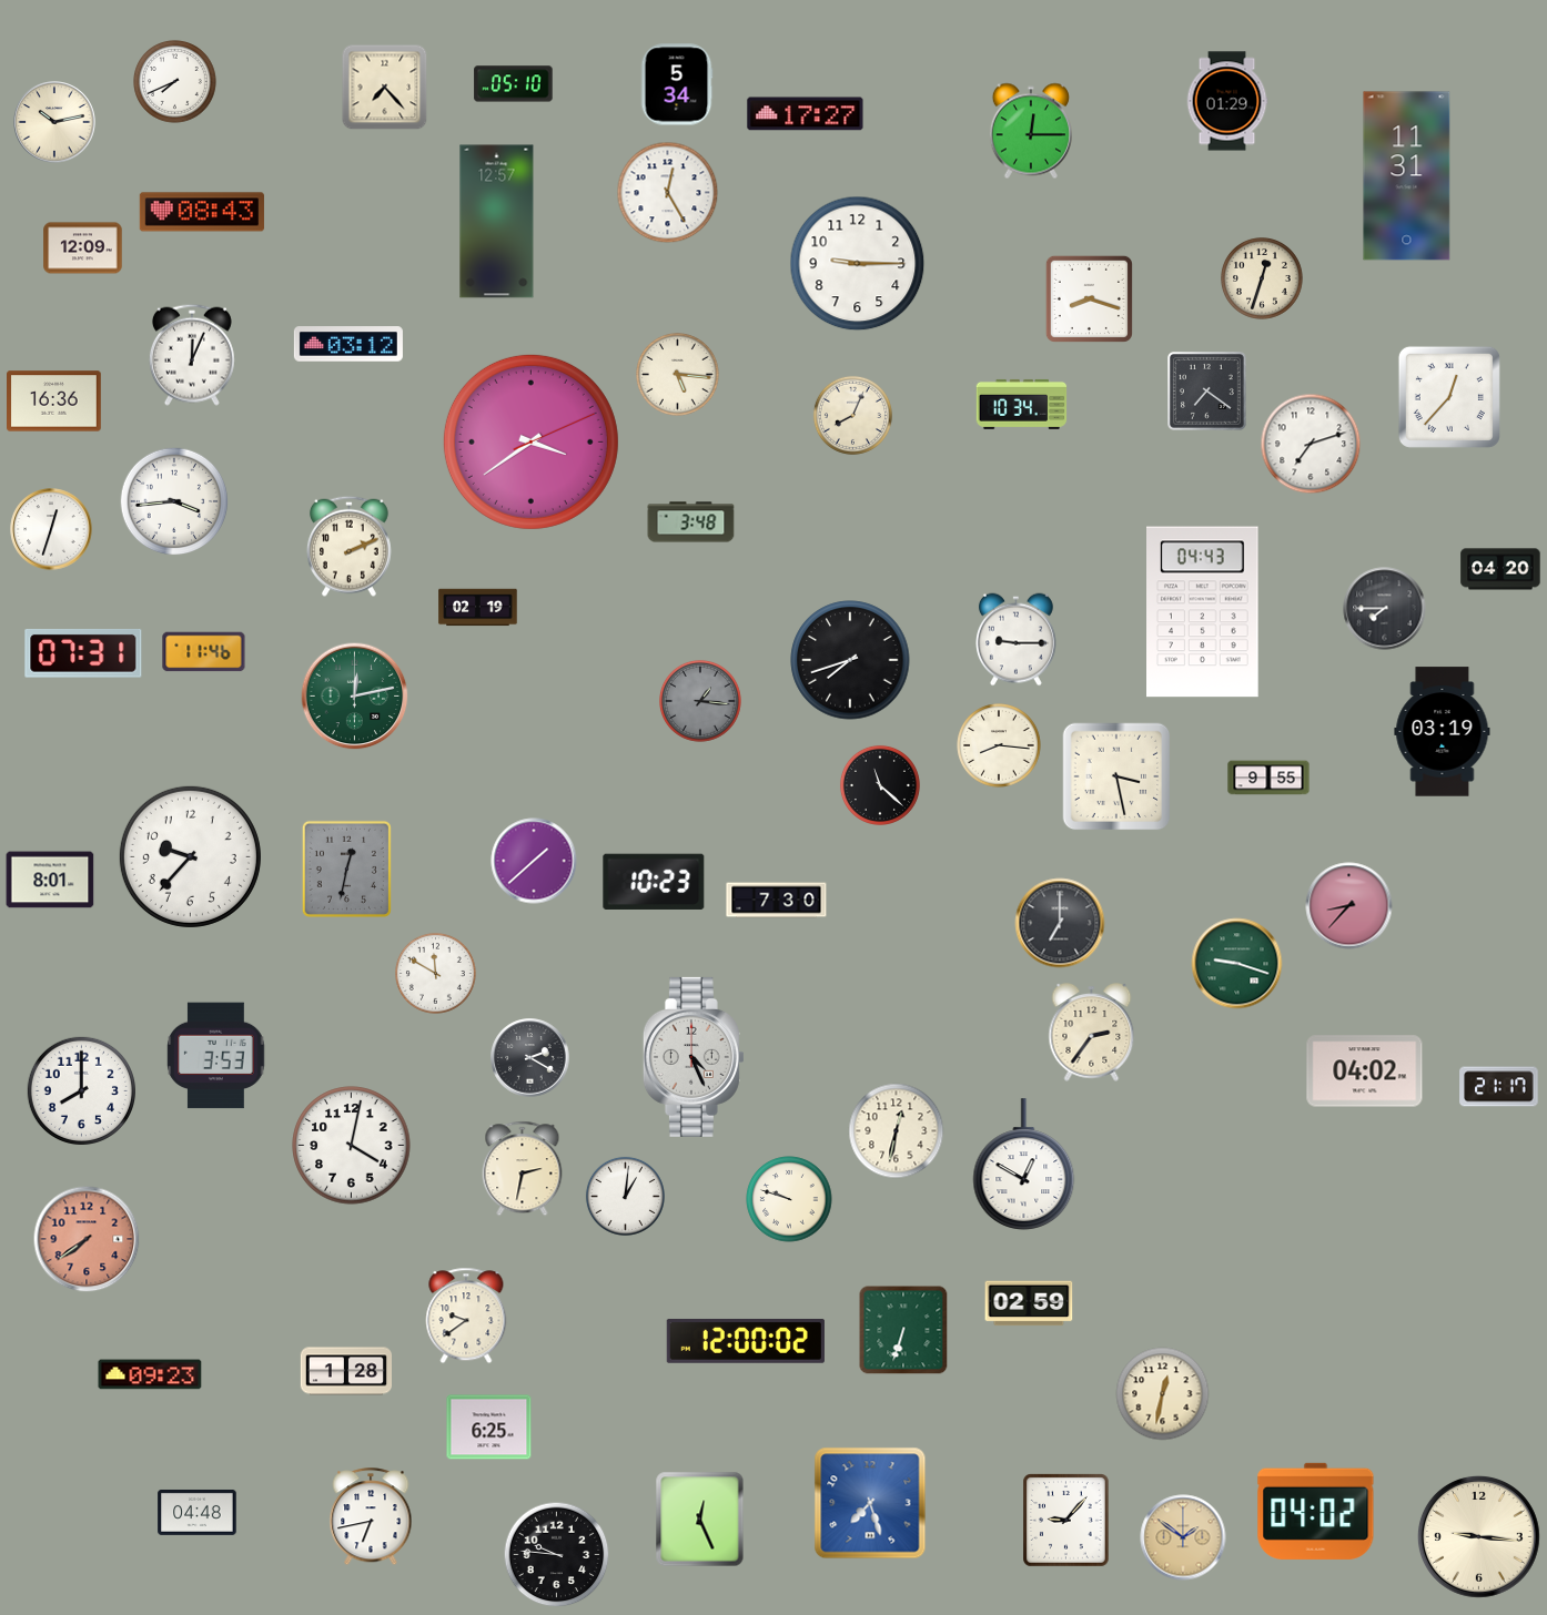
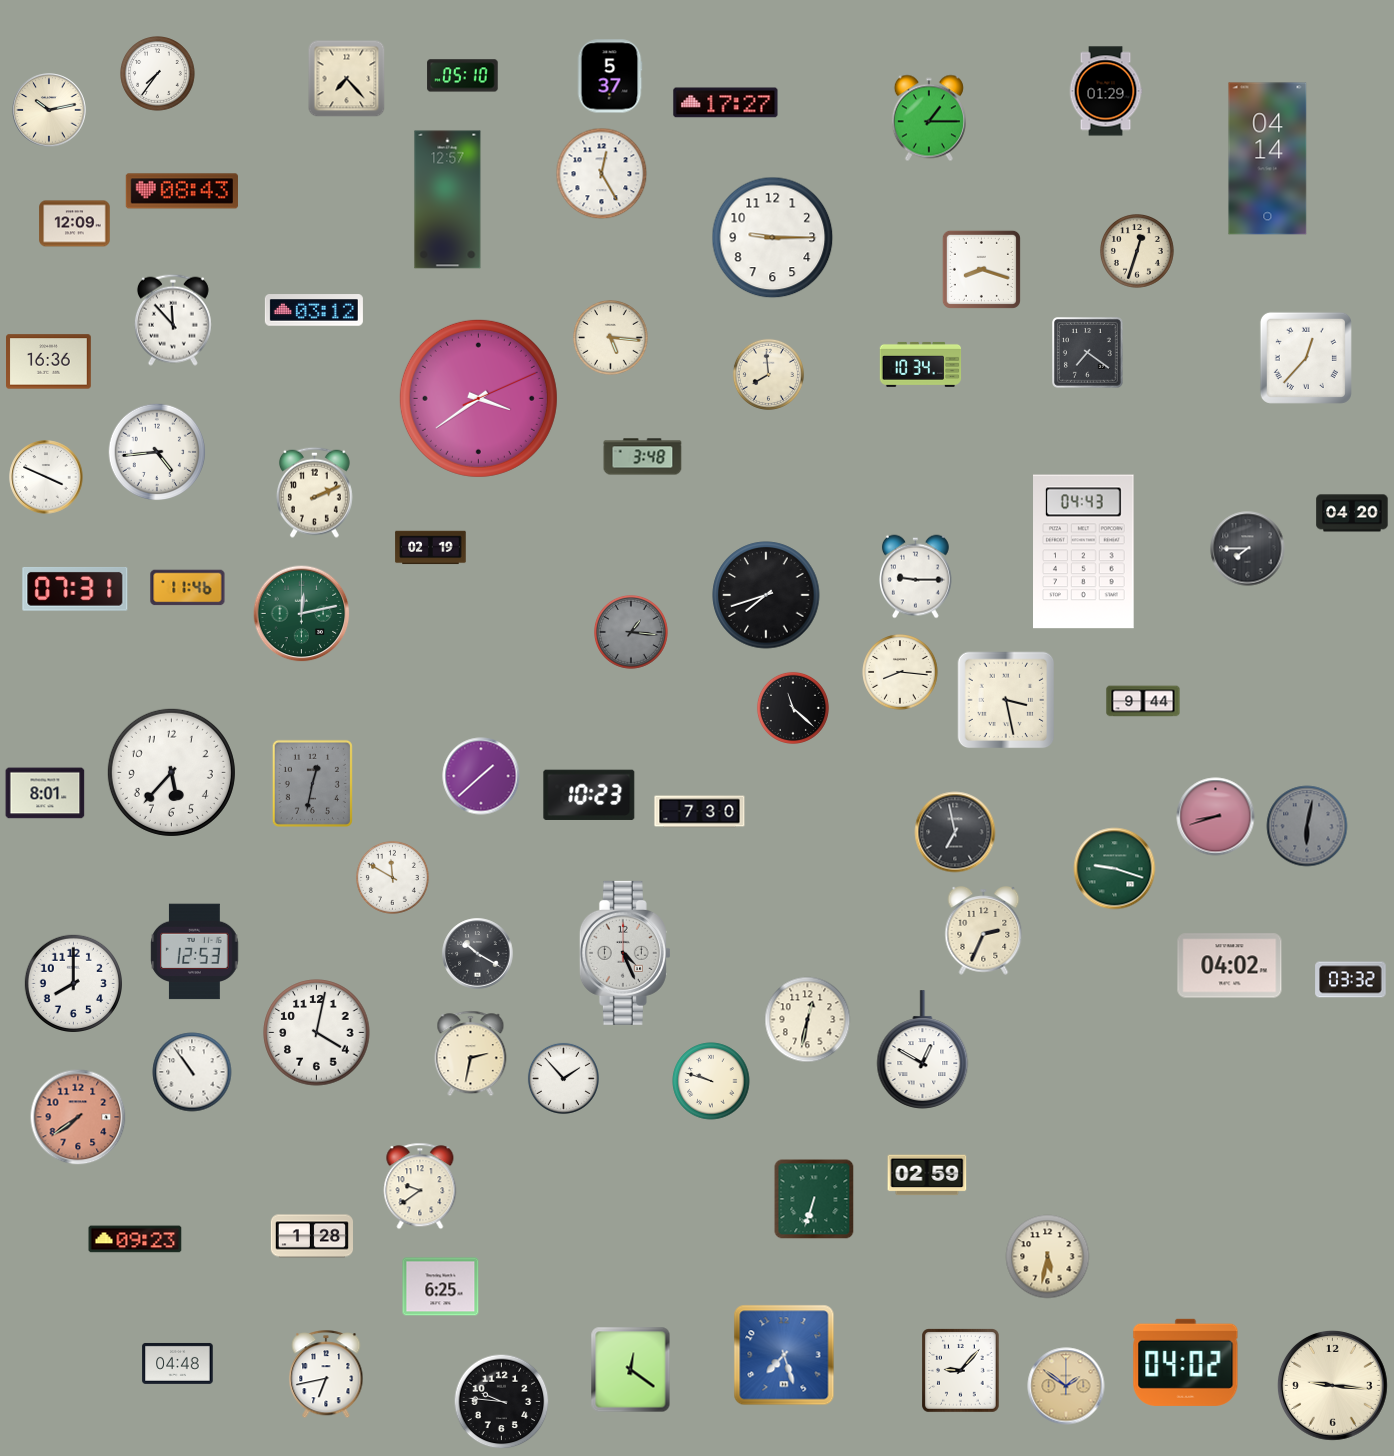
clock at (175, 82): 7:41 -> 7:36
clock at (677, 84): 5:34 -> 5:37
clock at (1031, 131): 12:15 -> 1:15
clock at (1407, 176): 11:31 -> 04:14
clock at (192, 355): 12:04 -> 11:53
clock at (852, 415): 8:04 -> 7:59
clock at (1311, 444): 7:12 -> none
clock at (174, 501): 3:44 -> 4:44
clock at (691, 522) position: (691, 522) -> (643, 457)
clock at (51, 529): 12:33 -> 3:49
clock at (204, 652) position: (204, 652) -> (188, 588)
clock at (355, 697) position: (355, 697) -> (302, 614)
clock at (1443, 732): 03:19 -> none
clock at (1268, 778): 9:55 -> 9:44
clock at (190, 856): 9:37 -> 5:37
clock at (1349, 906): 8:37 -> 8:42
clock at (1307, 826): none -> 6:02
clock at (1060, 923): 7:00 -> 6:58
clock at (1092, 1033): 2:36 -> 2:34
clock at (216, 1056): 3:53 -> 12:53
clock at (530, 1058): 2:20 -> 10:20
clock at (1499, 1087): 21:17 -> 03:32
clock at (192, 1072): none -> 10:54
clock at (625, 1196): 1:01 -> 1:53
clock at (746, 1341): 12:00 -> none
clock at (1163, 1394): 12:32 -> 5:32
clock at (371, 1517) position: (371, 1517) -> (326, 1375)
clock at (700, 1520): 12:26 -> 12:21
